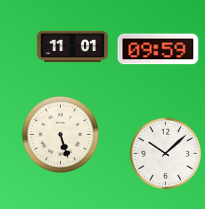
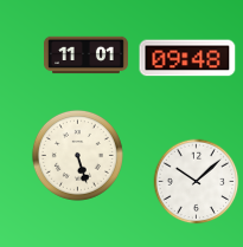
clock at (158, 49): 09:59 -> 09:48
clock at (60, 134) position: (60, 134) -> (77, 155)
